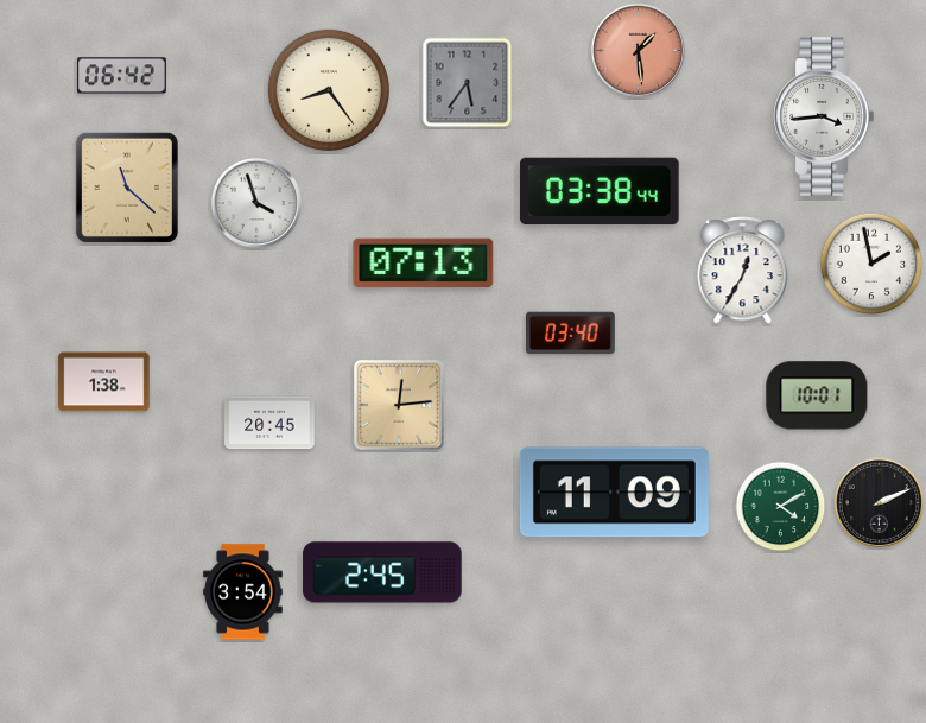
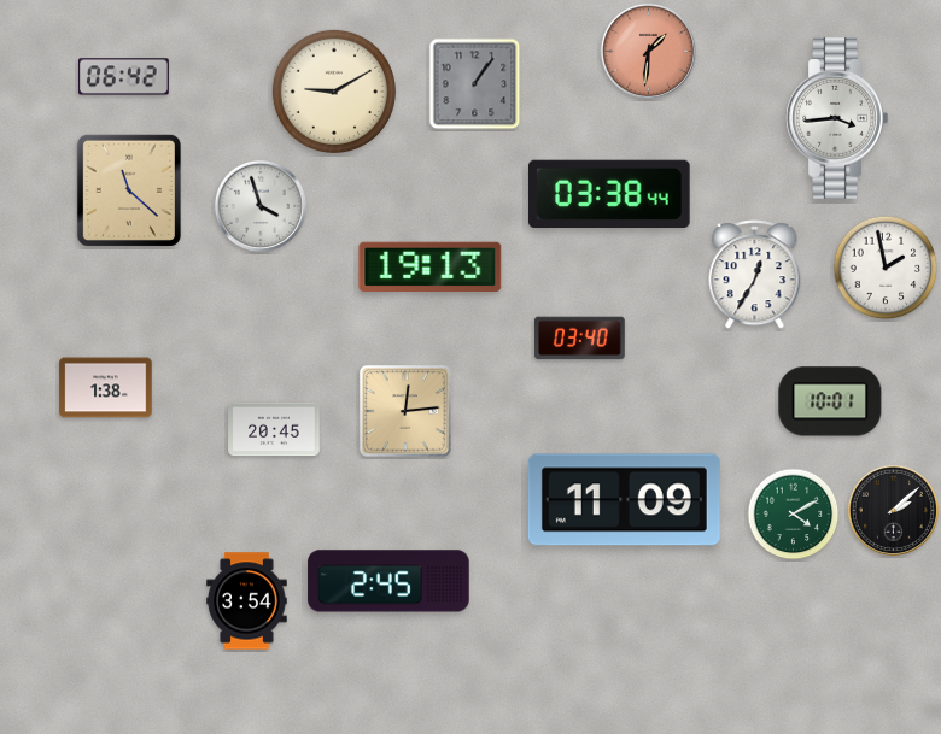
clock at (638, 50): 1:29 -> 1:31
clock at (468, 83): 5:36 -> 1:06
clock at (328, 89): 8:24 -> 9:10
clock at (424, 264): 07:13 -> 19:13
clock at (879, 502): 2:11 -> 2:08
